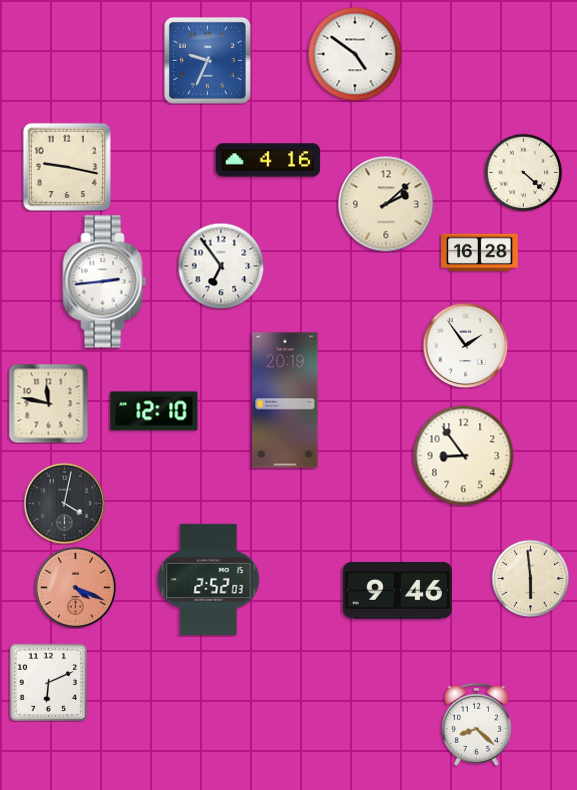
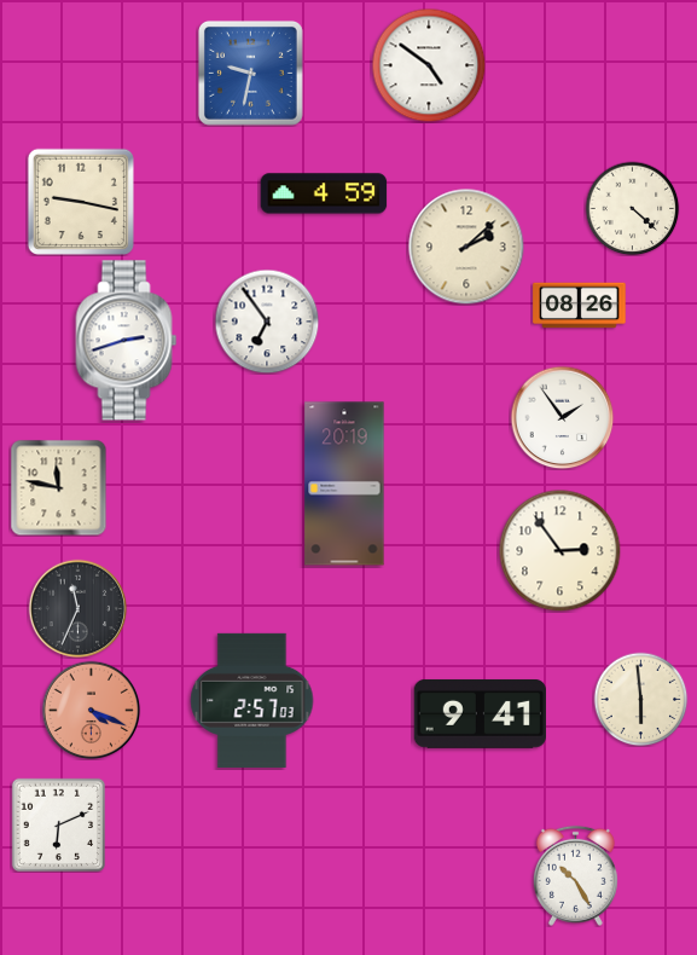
clock at (207, 60): 9:34 -> 9:32
clock at (268, 160): 4:16 -> 4:59
clock at (480, 253): 16:28 -> 08:26
clock at (105, 282): 2:44 -> 2:42
clock at (154, 411): 12:10 -> none
clock at (464, 456): 8:54 -> 2:54
clock at (64, 503): 4:02 -> 11:34
clock at (209, 579): 2:52 -> 2:57
clock at (397, 590): 9:46 -> 9:41
clock at (476, 724): 8:22 -> 10:25
